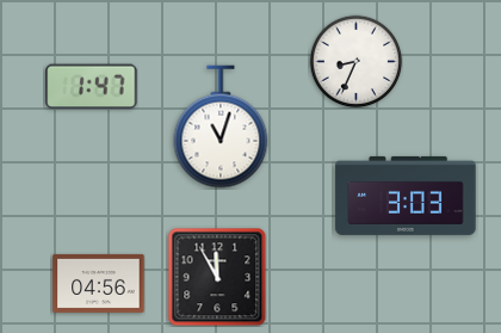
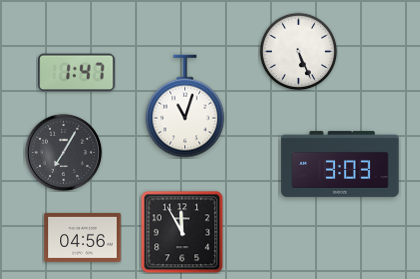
clock at (355, 61): 8:34 -> 5:26
clock at (63, 152): none -> 7:05
